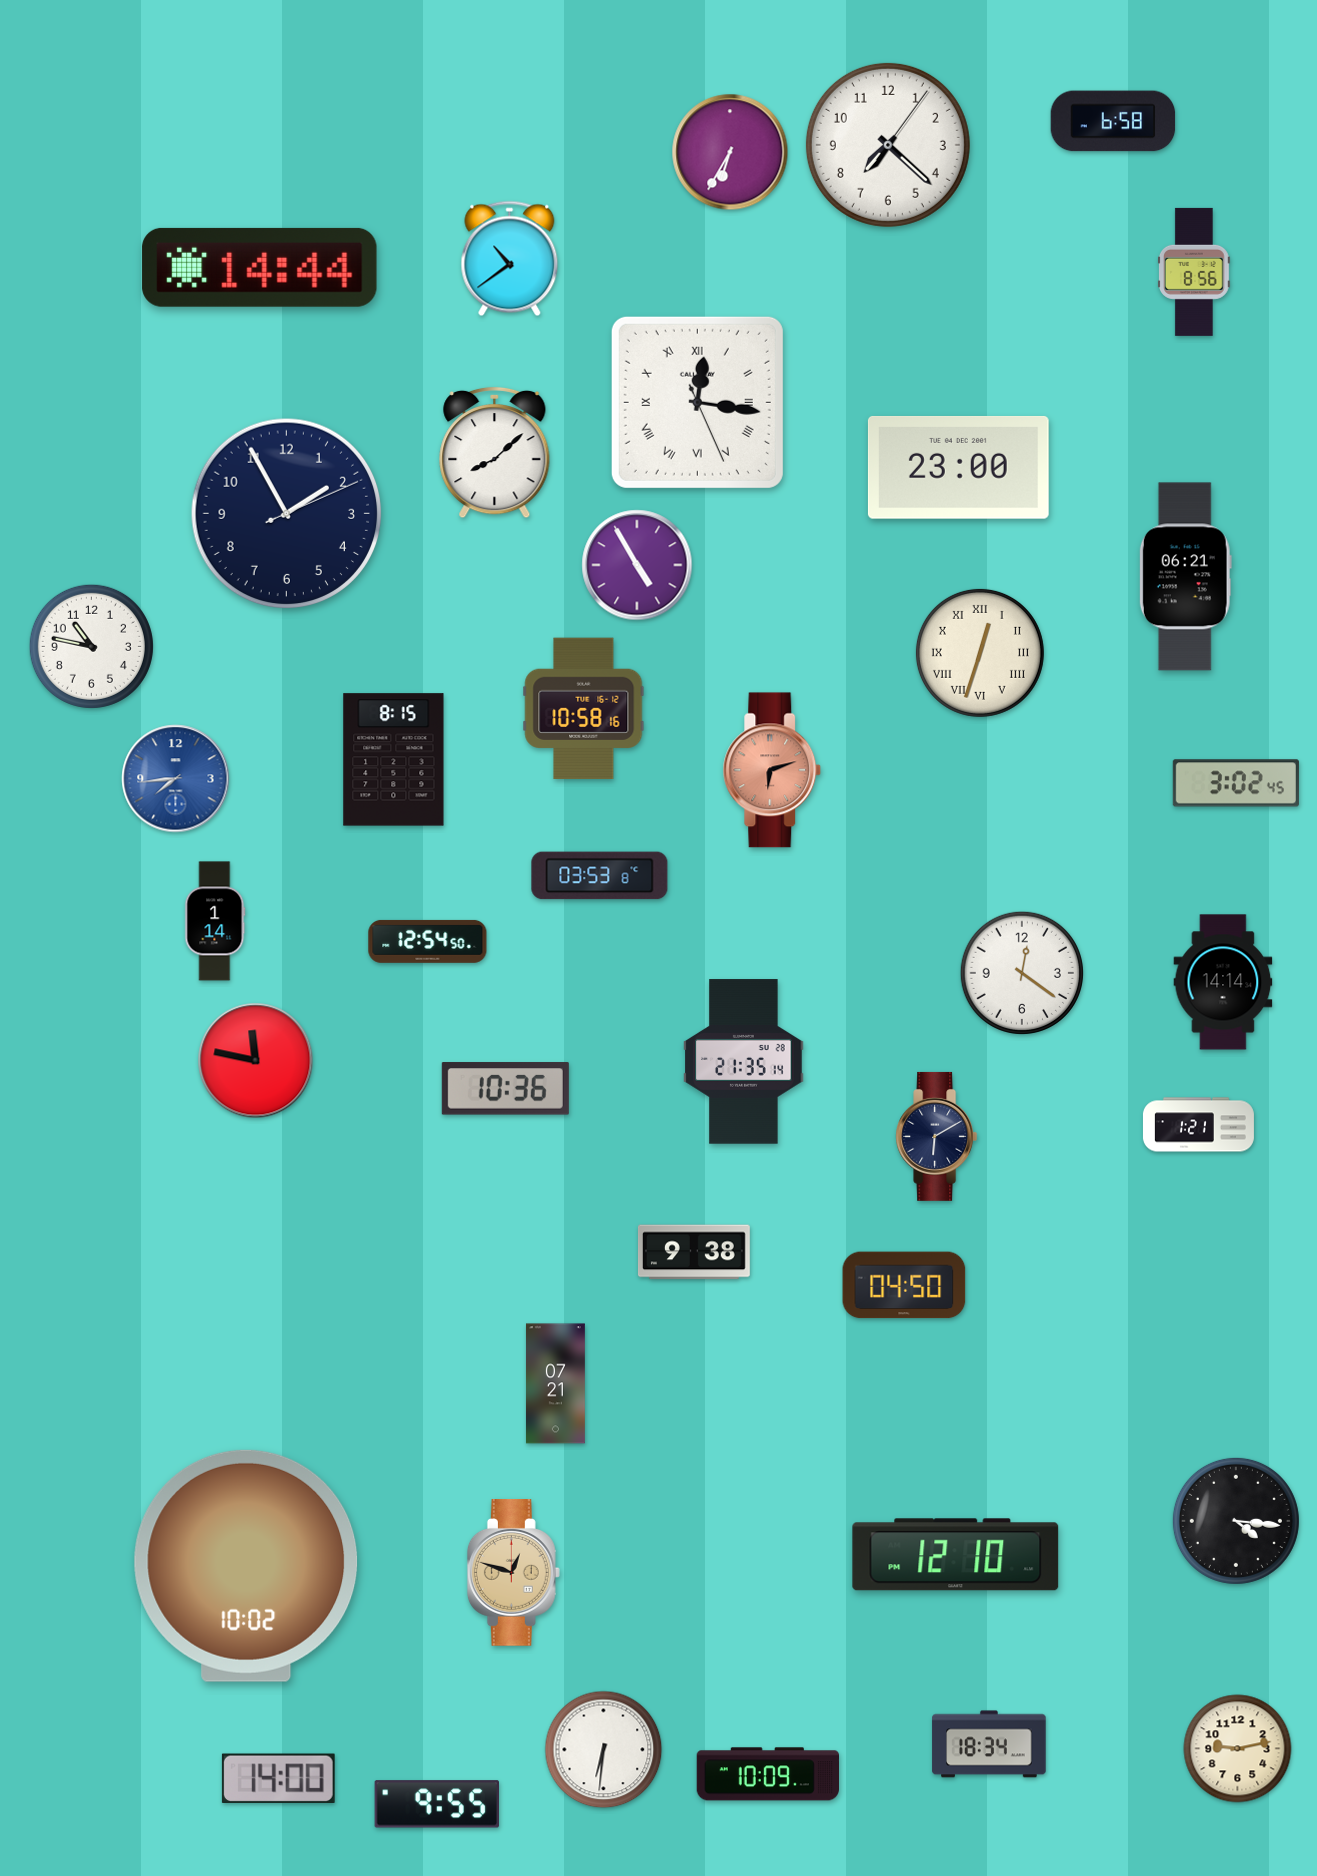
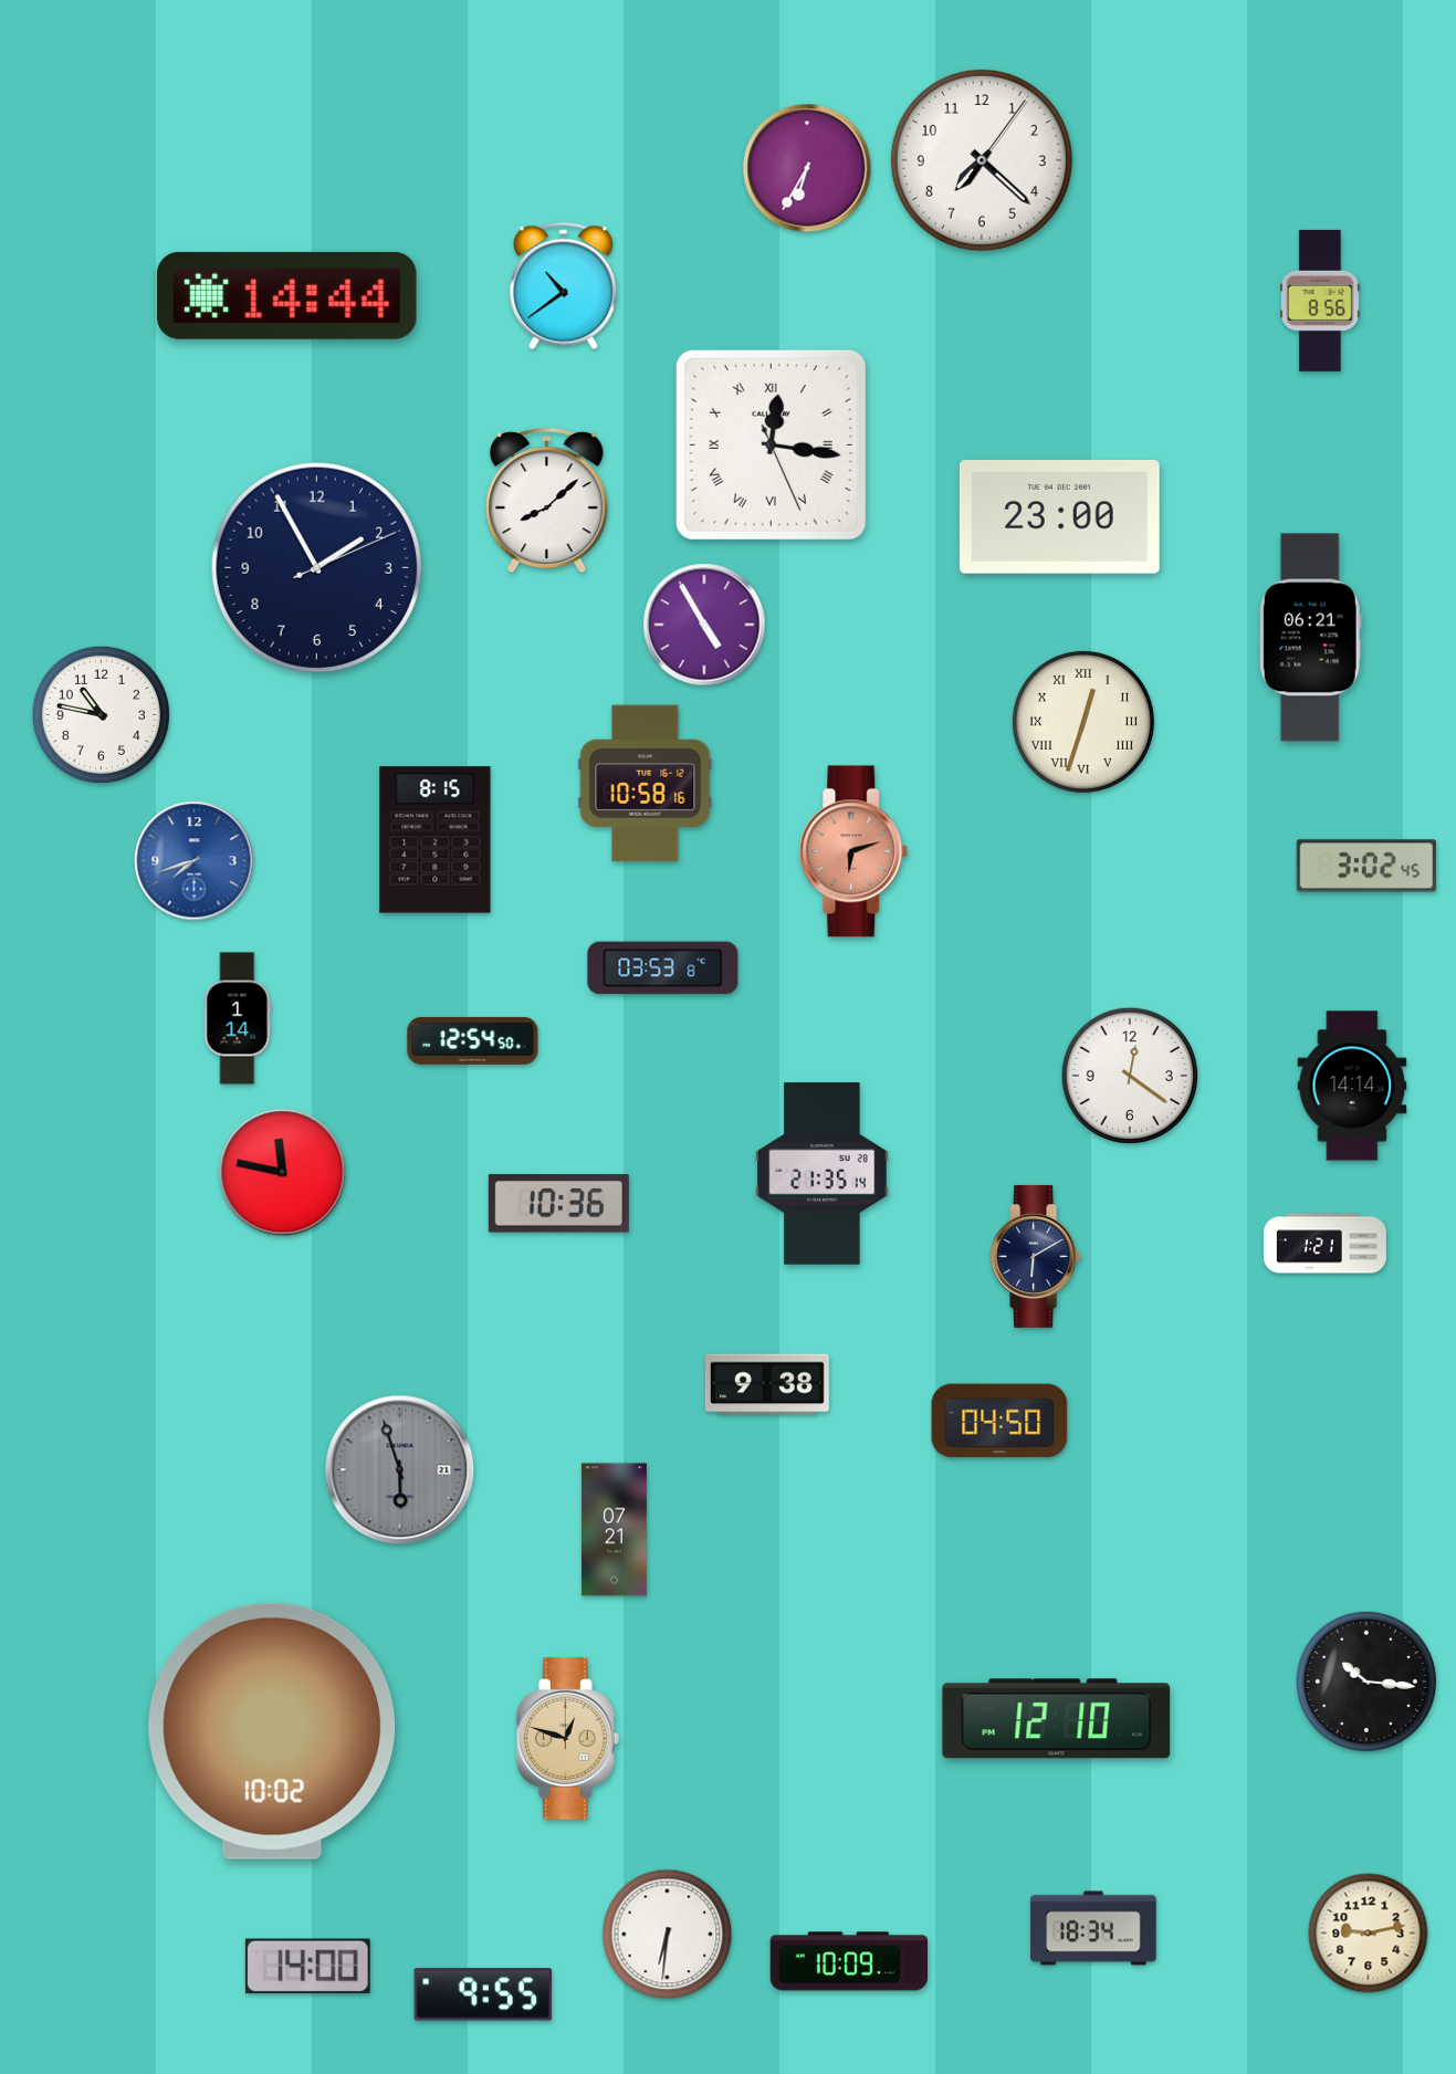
clock at (1113, 121): 6:58 -> none
clock at (176, 779): 7:44 -> 7:42
clock at (400, 1470): none -> 5:57
clock at (1236, 1521): 4:16 -> 10:16
